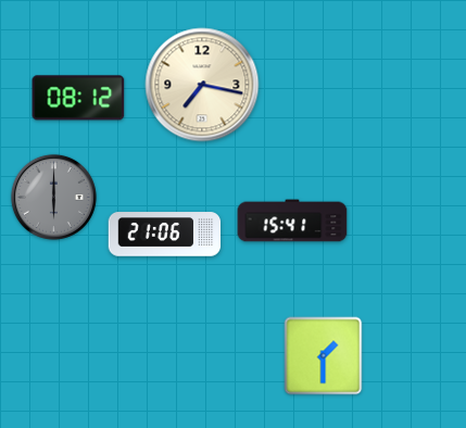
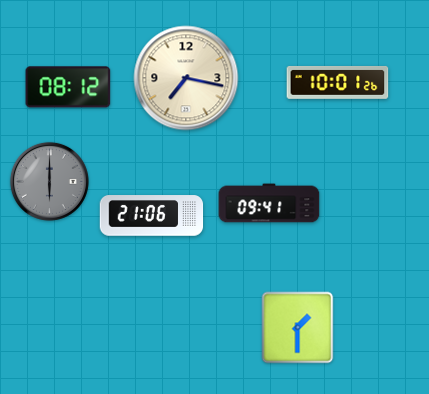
clock at (338, 82): none -> 10:01
clock at (78, 98) position: (78, 98) -> (68, 87)
clock at (292, 221): 15:41 -> 09:41
